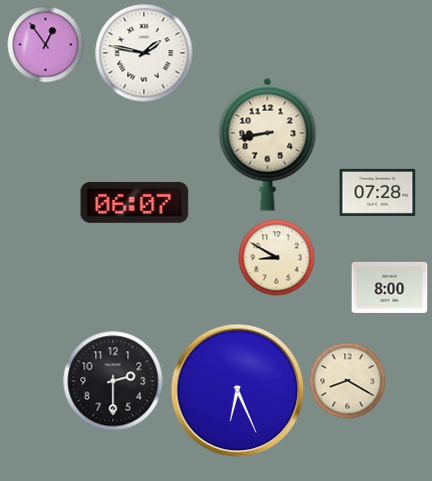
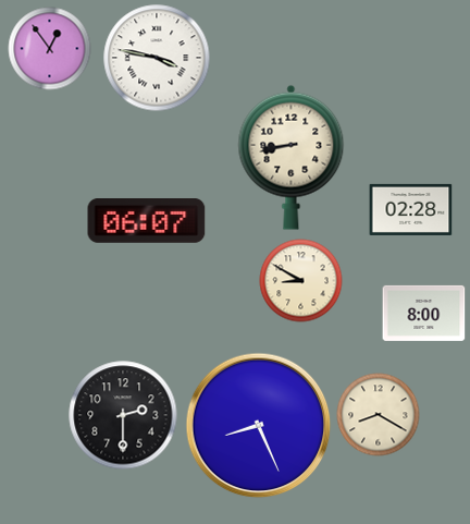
clock at (144, 53): 1:47 -> 3:47
clock at (378, 192): 07:28 -> 02:28
clock at (238, 391): 6:26 -> 8:26
